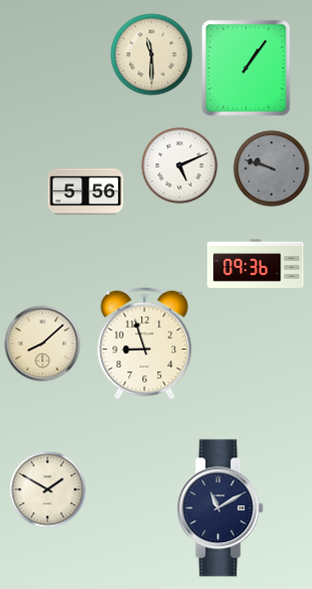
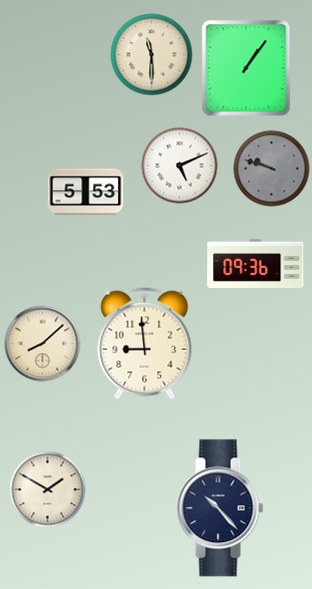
clock at (86, 192): 5:56 -> 5:53
clock at (145, 344): 8:57 -> 8:59
clock at (220, 508): 11:10 -> 10:23
